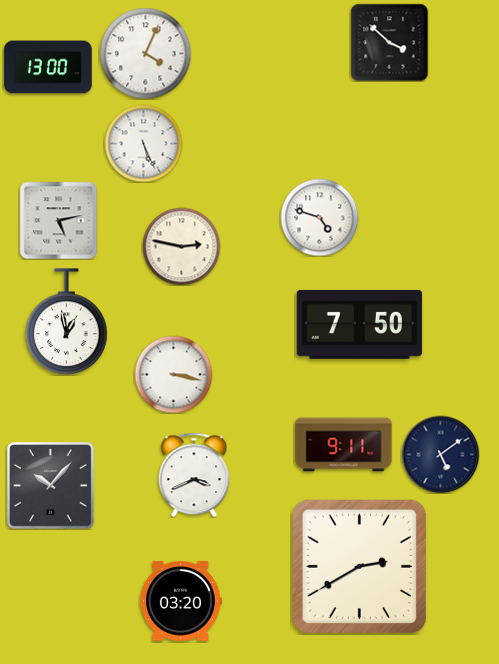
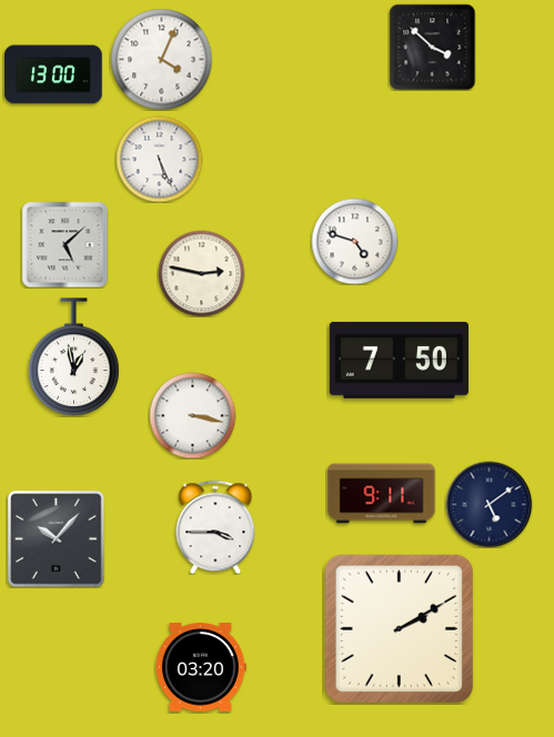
clock at (58, 220): 5:13 -> 5:08
clock at (194, 475): 3:41 -> 3:45
clock at (359, 566): 2:40 -> 2:10
